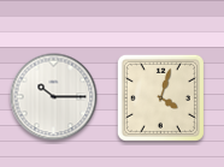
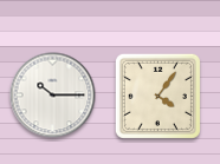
clock at (160, 97): 4:03 -> 4:06
